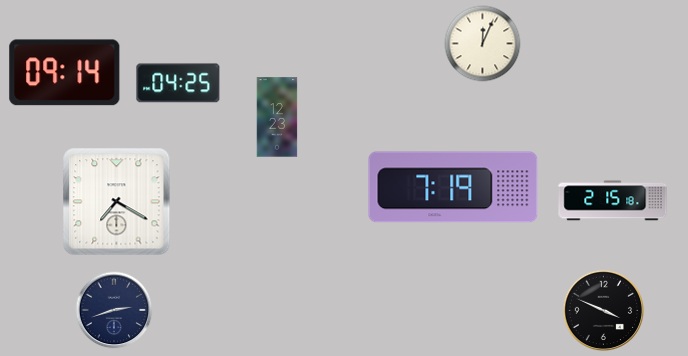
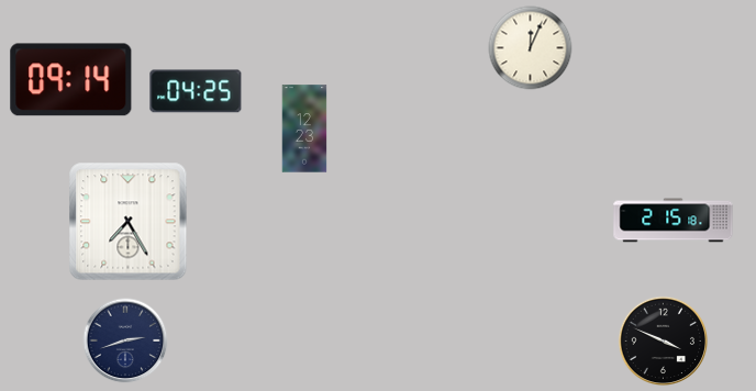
clock at (453, 187): 7:19 -> none
clock at (117, 202): 7:20 -> 7:25
